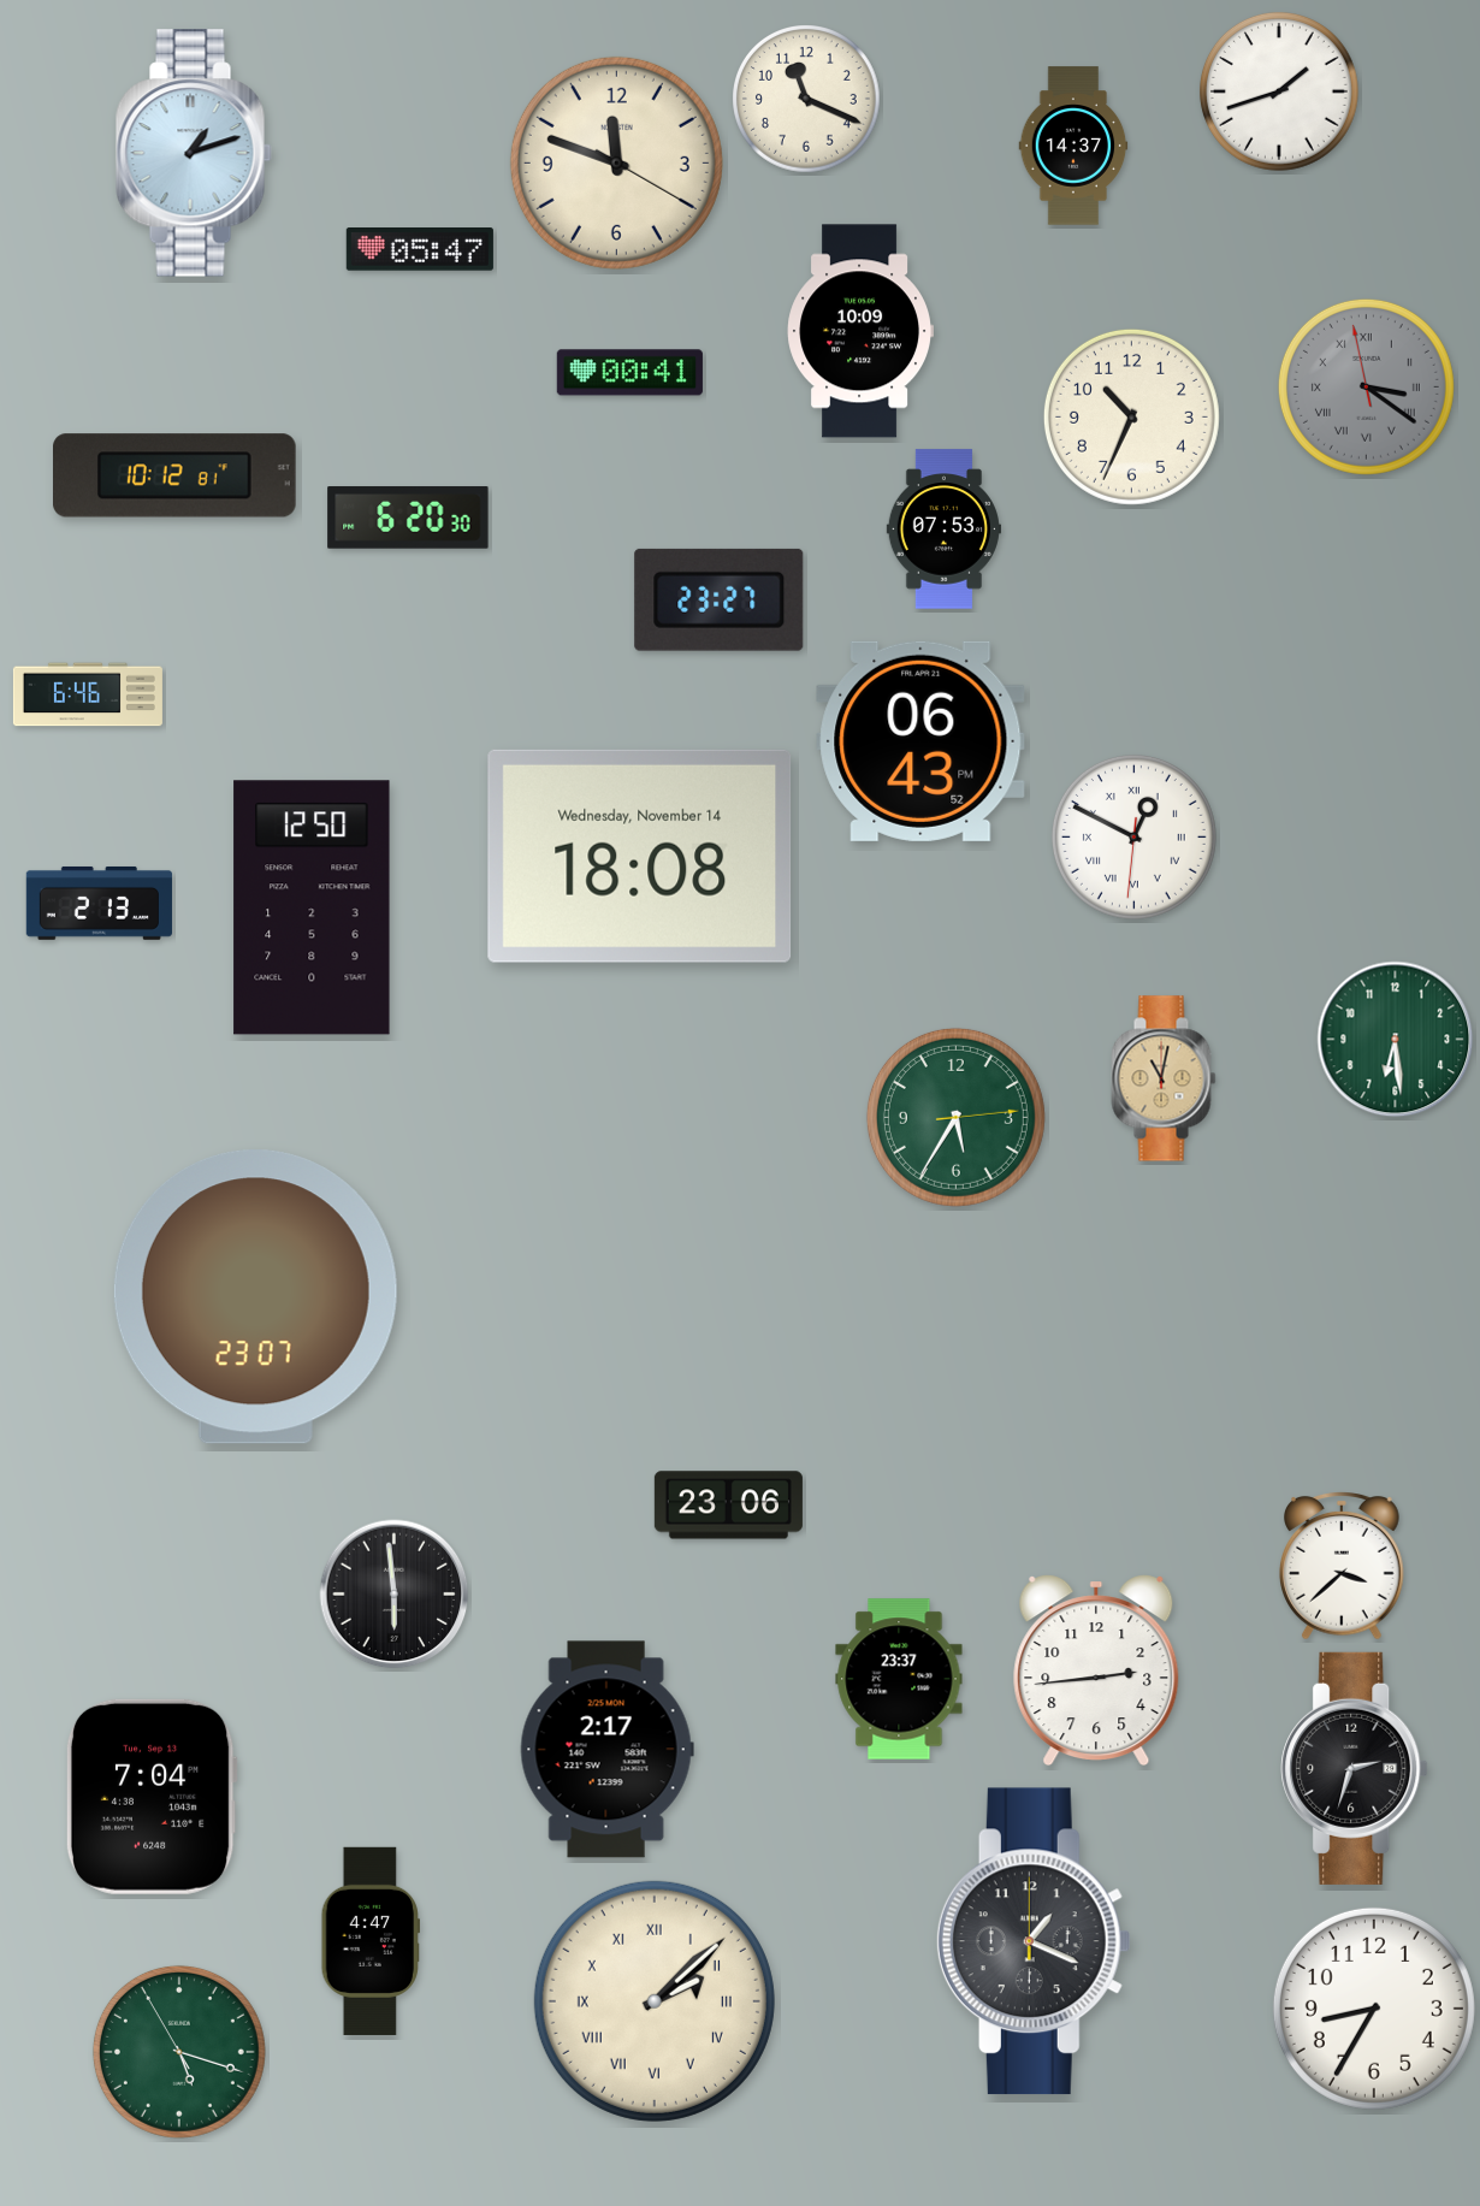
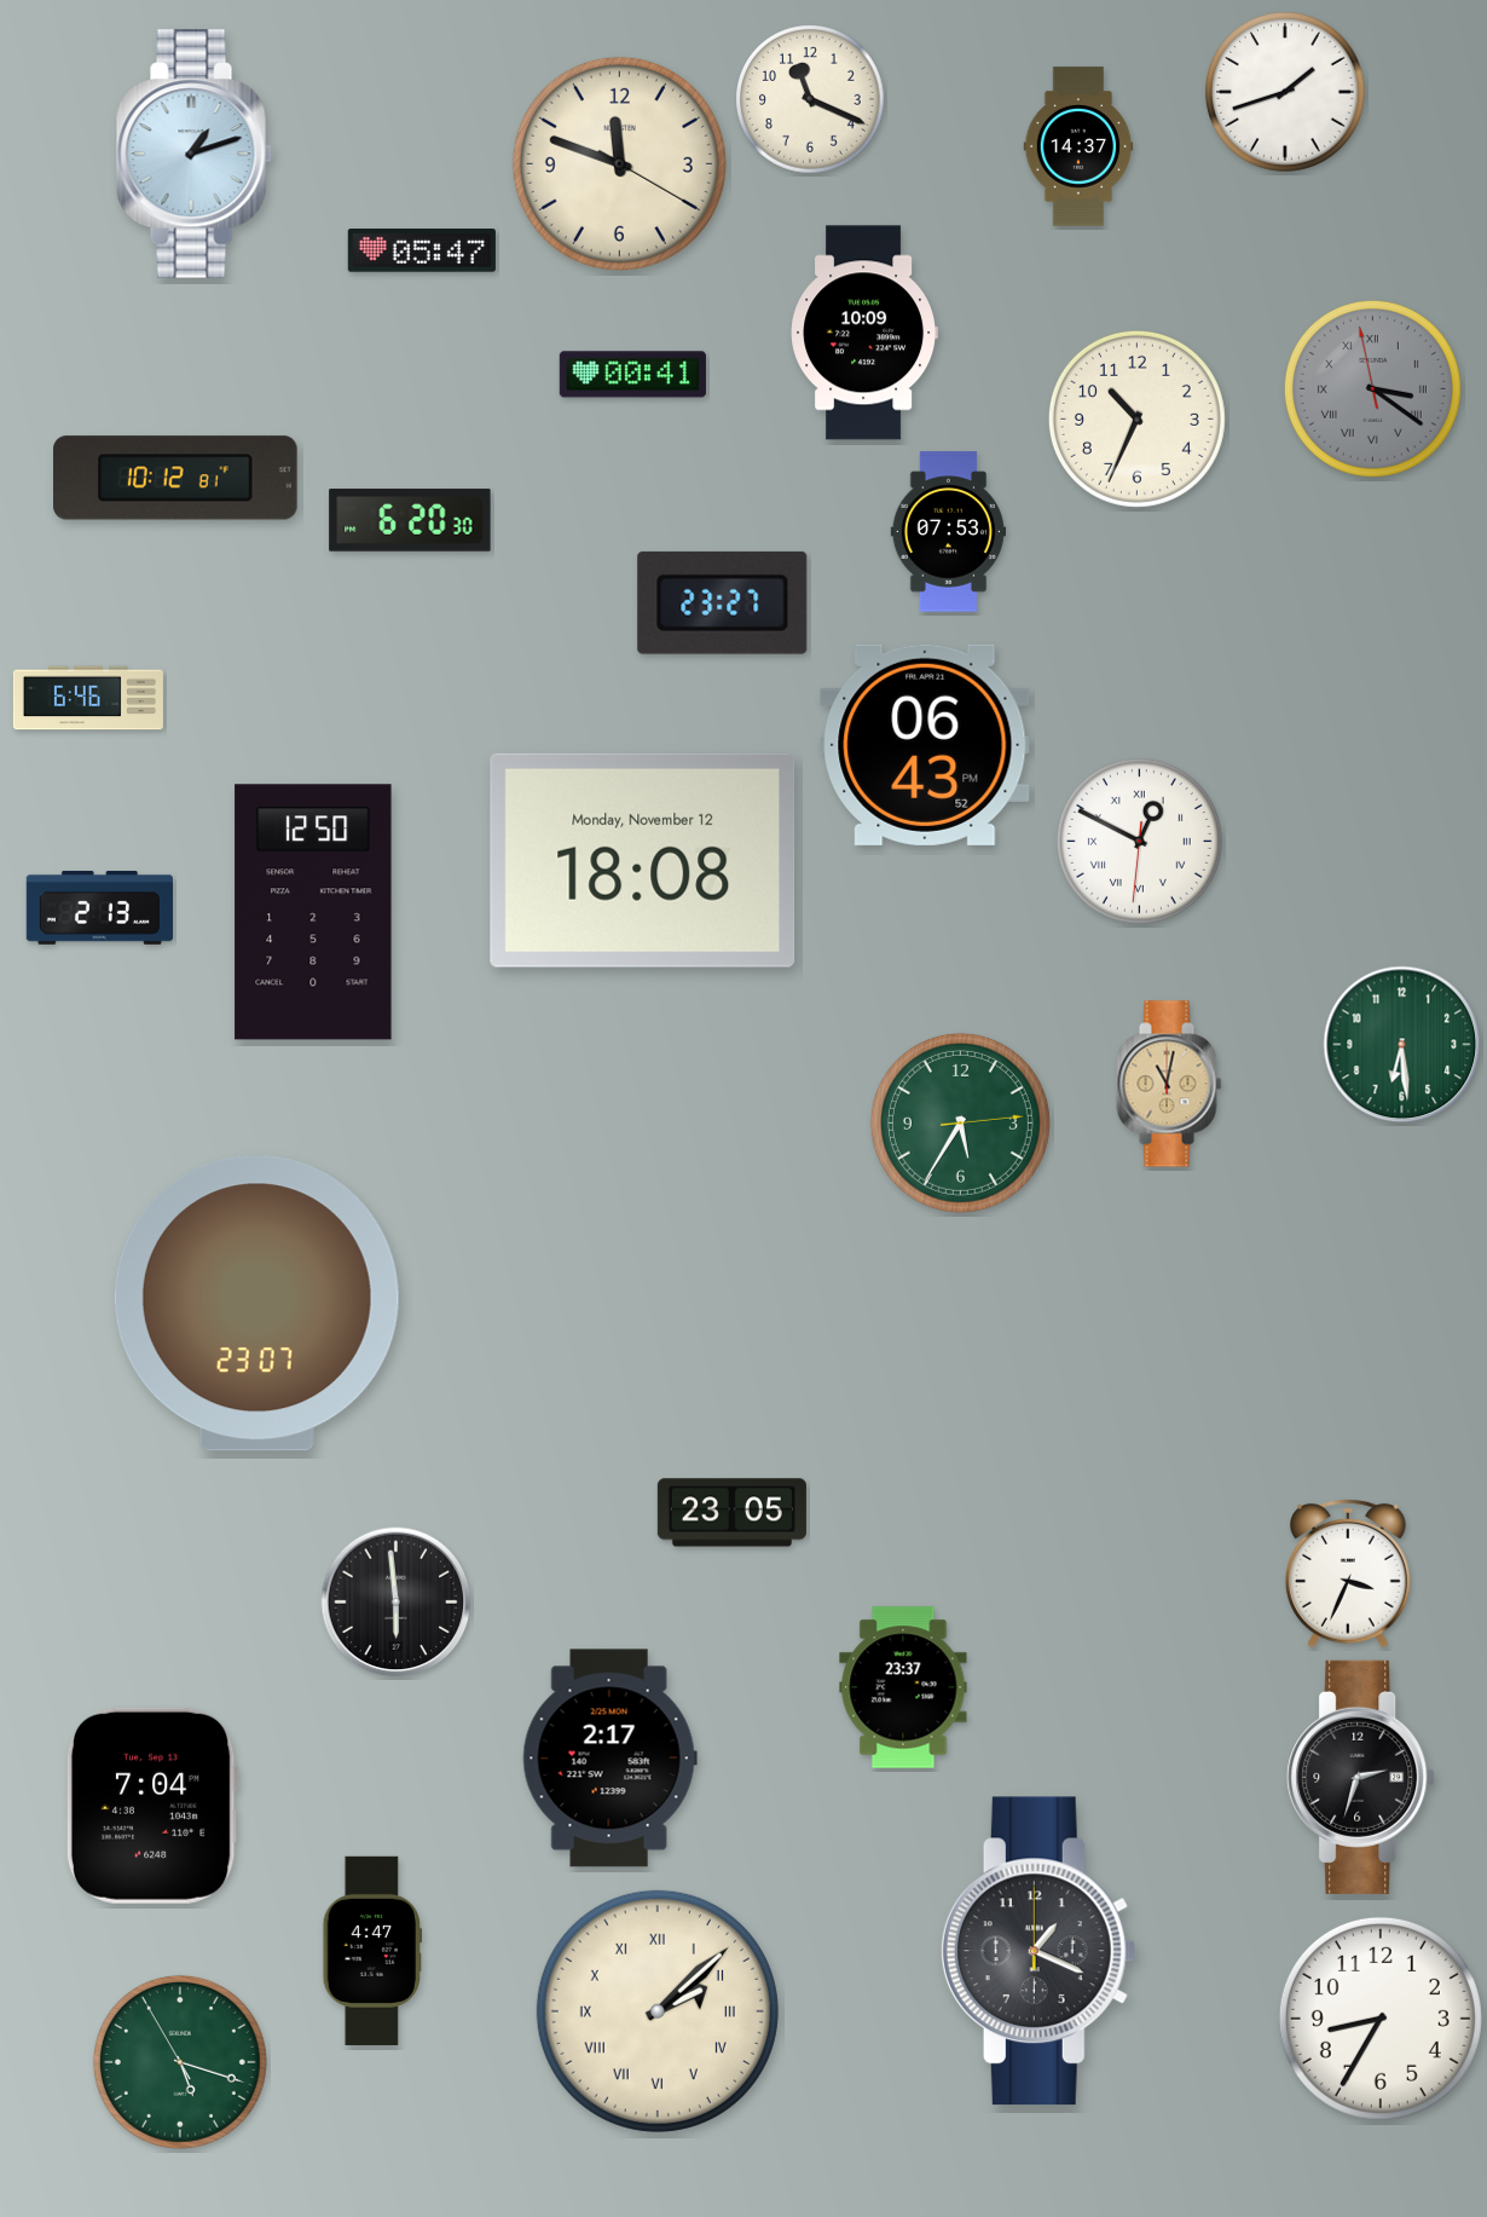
clock at (640, 856) date: Wednesday, November 14 -> Monday, November 12
clock at (728, 1506): 23:06 -> 23:05
clock at (1343, 1567): 3:38 -> 3:34
clock at (1096, 1670): 2:44 -> none
